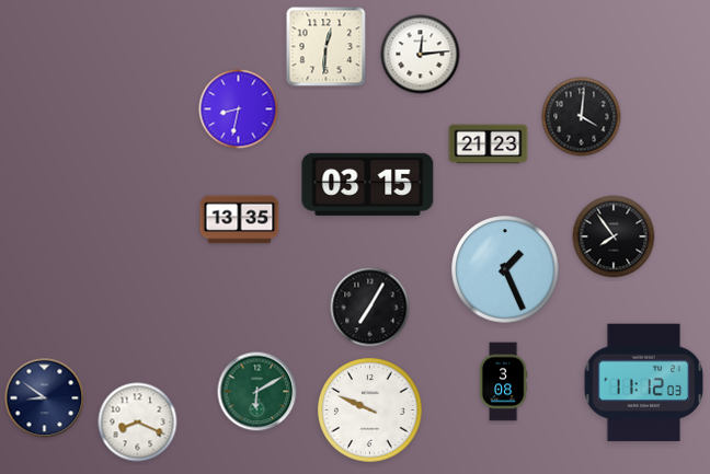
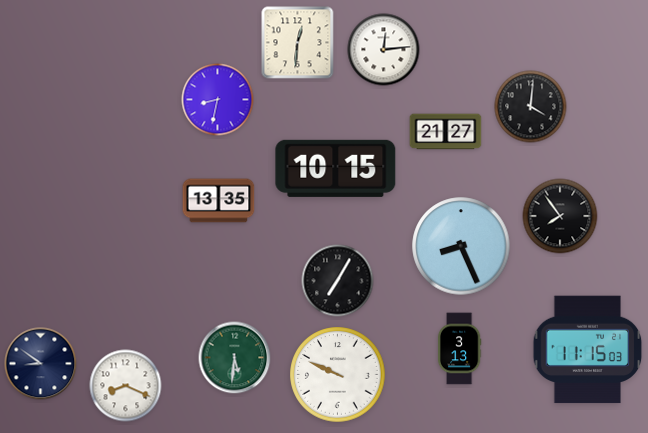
clock at (489, 144): 21:23 -> 21:27
clock at (368, 184): 03:15 -> 10:15
clock at (505, 269): 1:26 -> 8:26
clock at (503, 382): 3:08 -> 3:13
clock at (644, 383): 11:12 -> 11:15
clock at (257, 392): 6:10 -> 5:31
